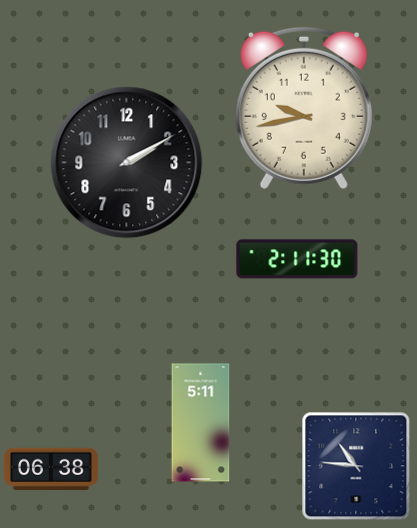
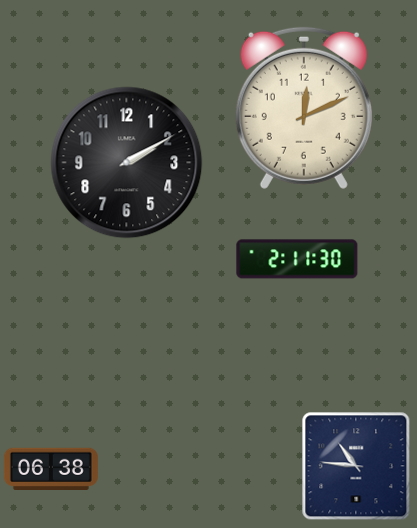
clock at (304, 108): 9:43 -> 12:11
clock at (201, 423): 5:11 -> none
